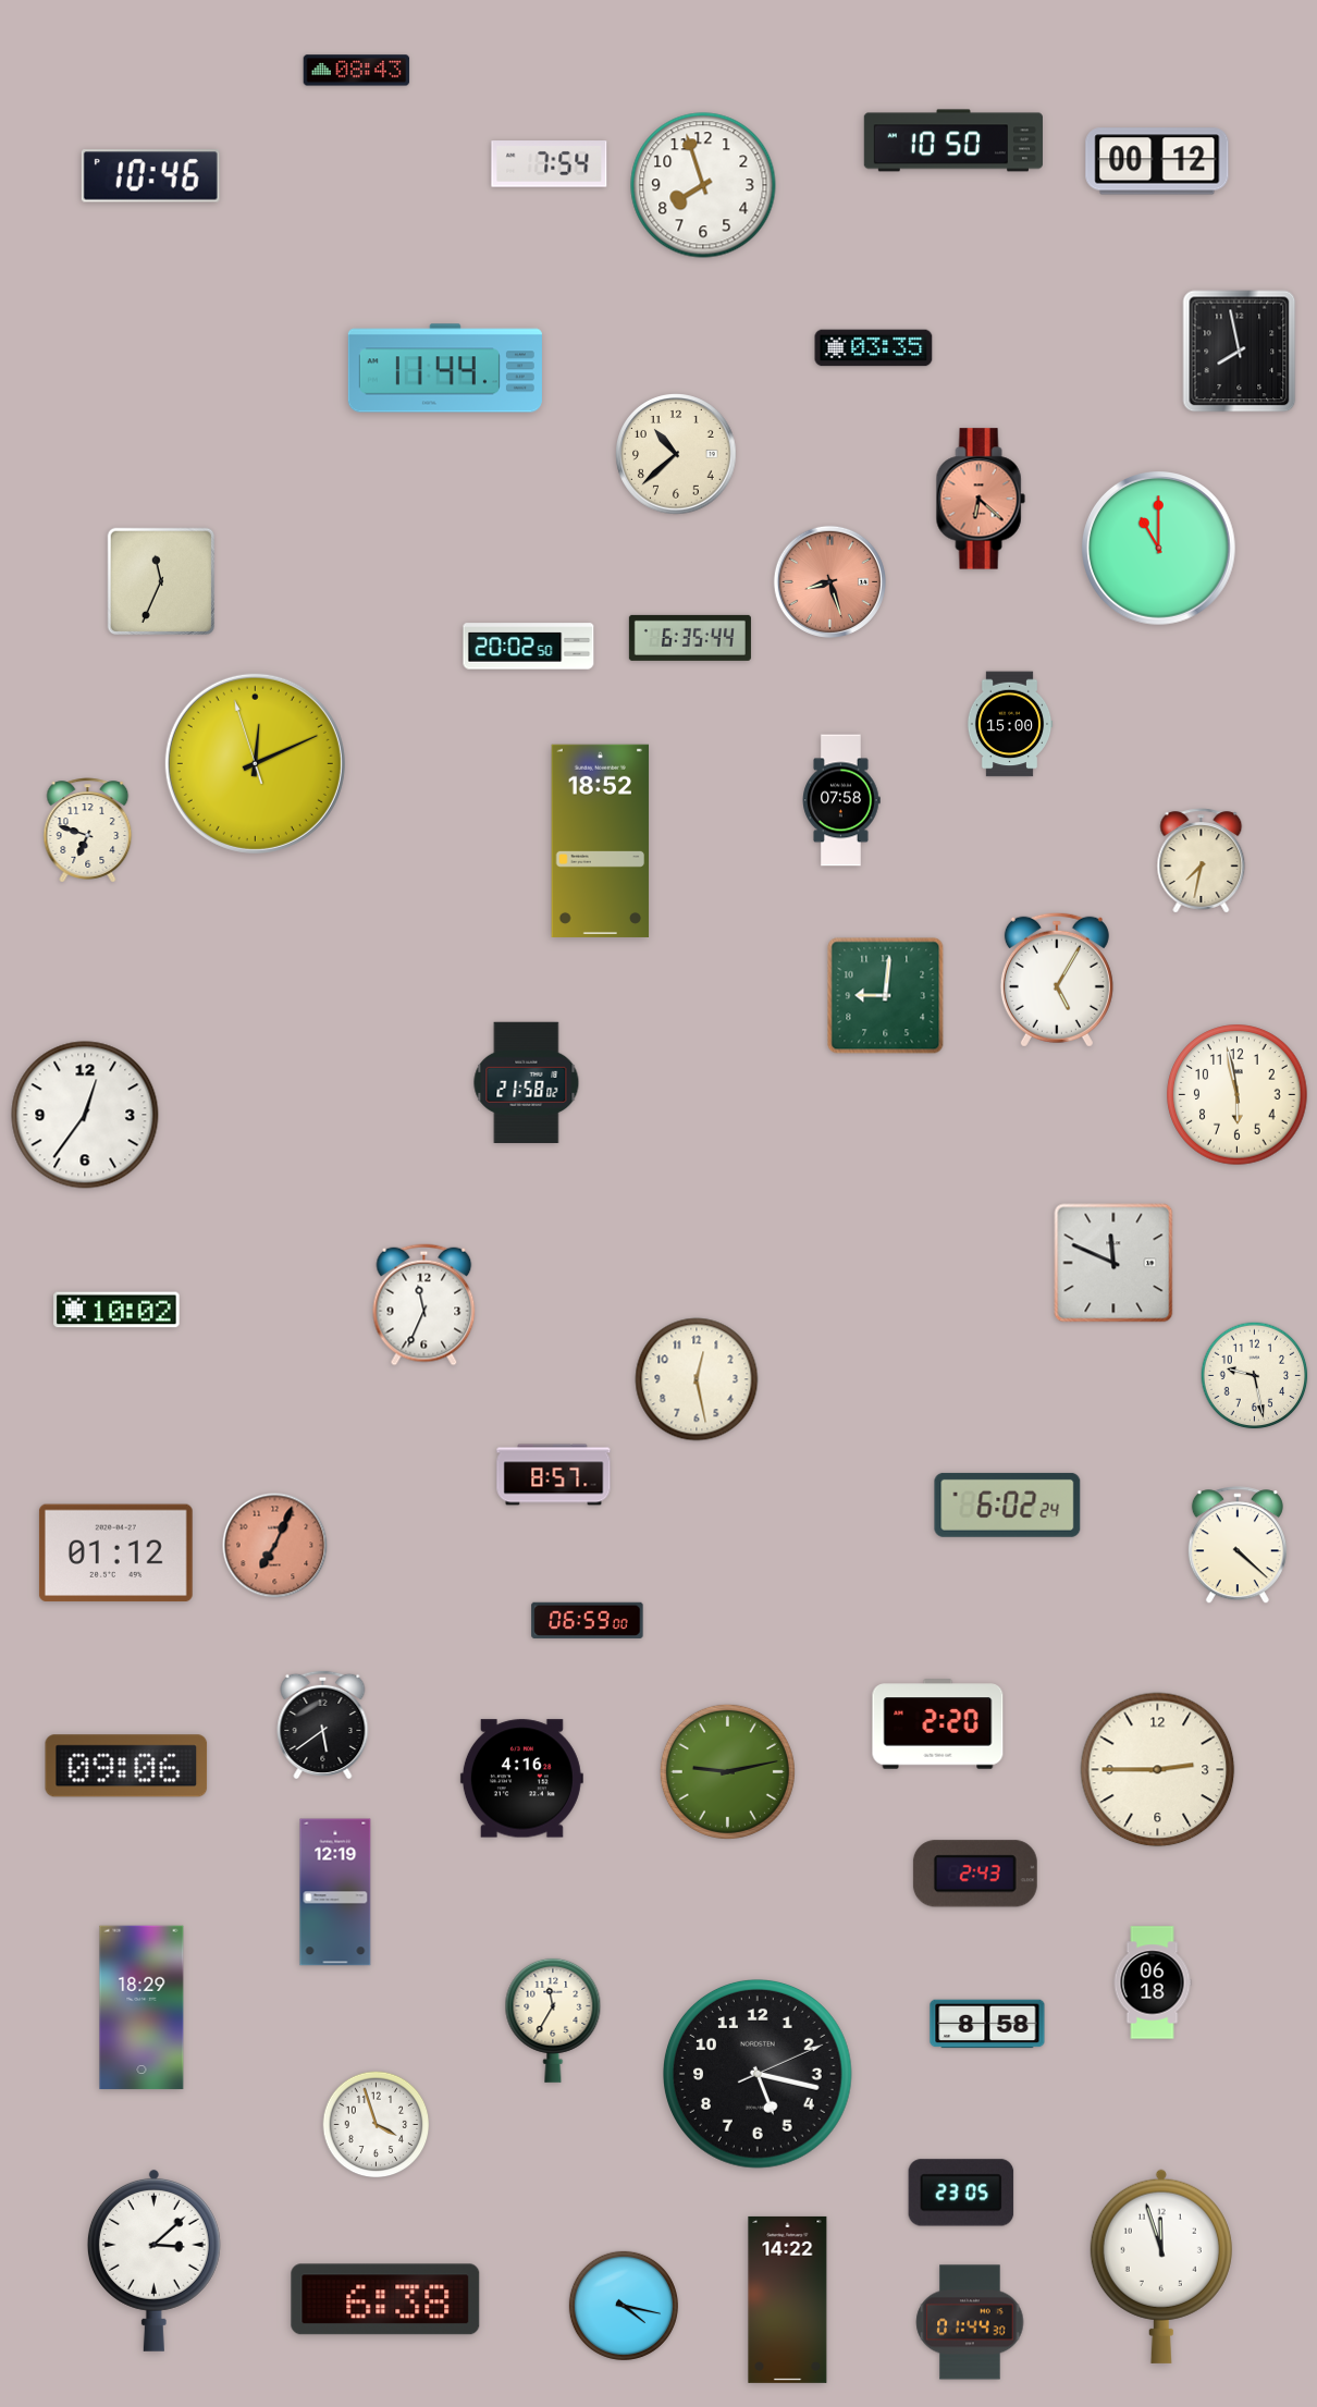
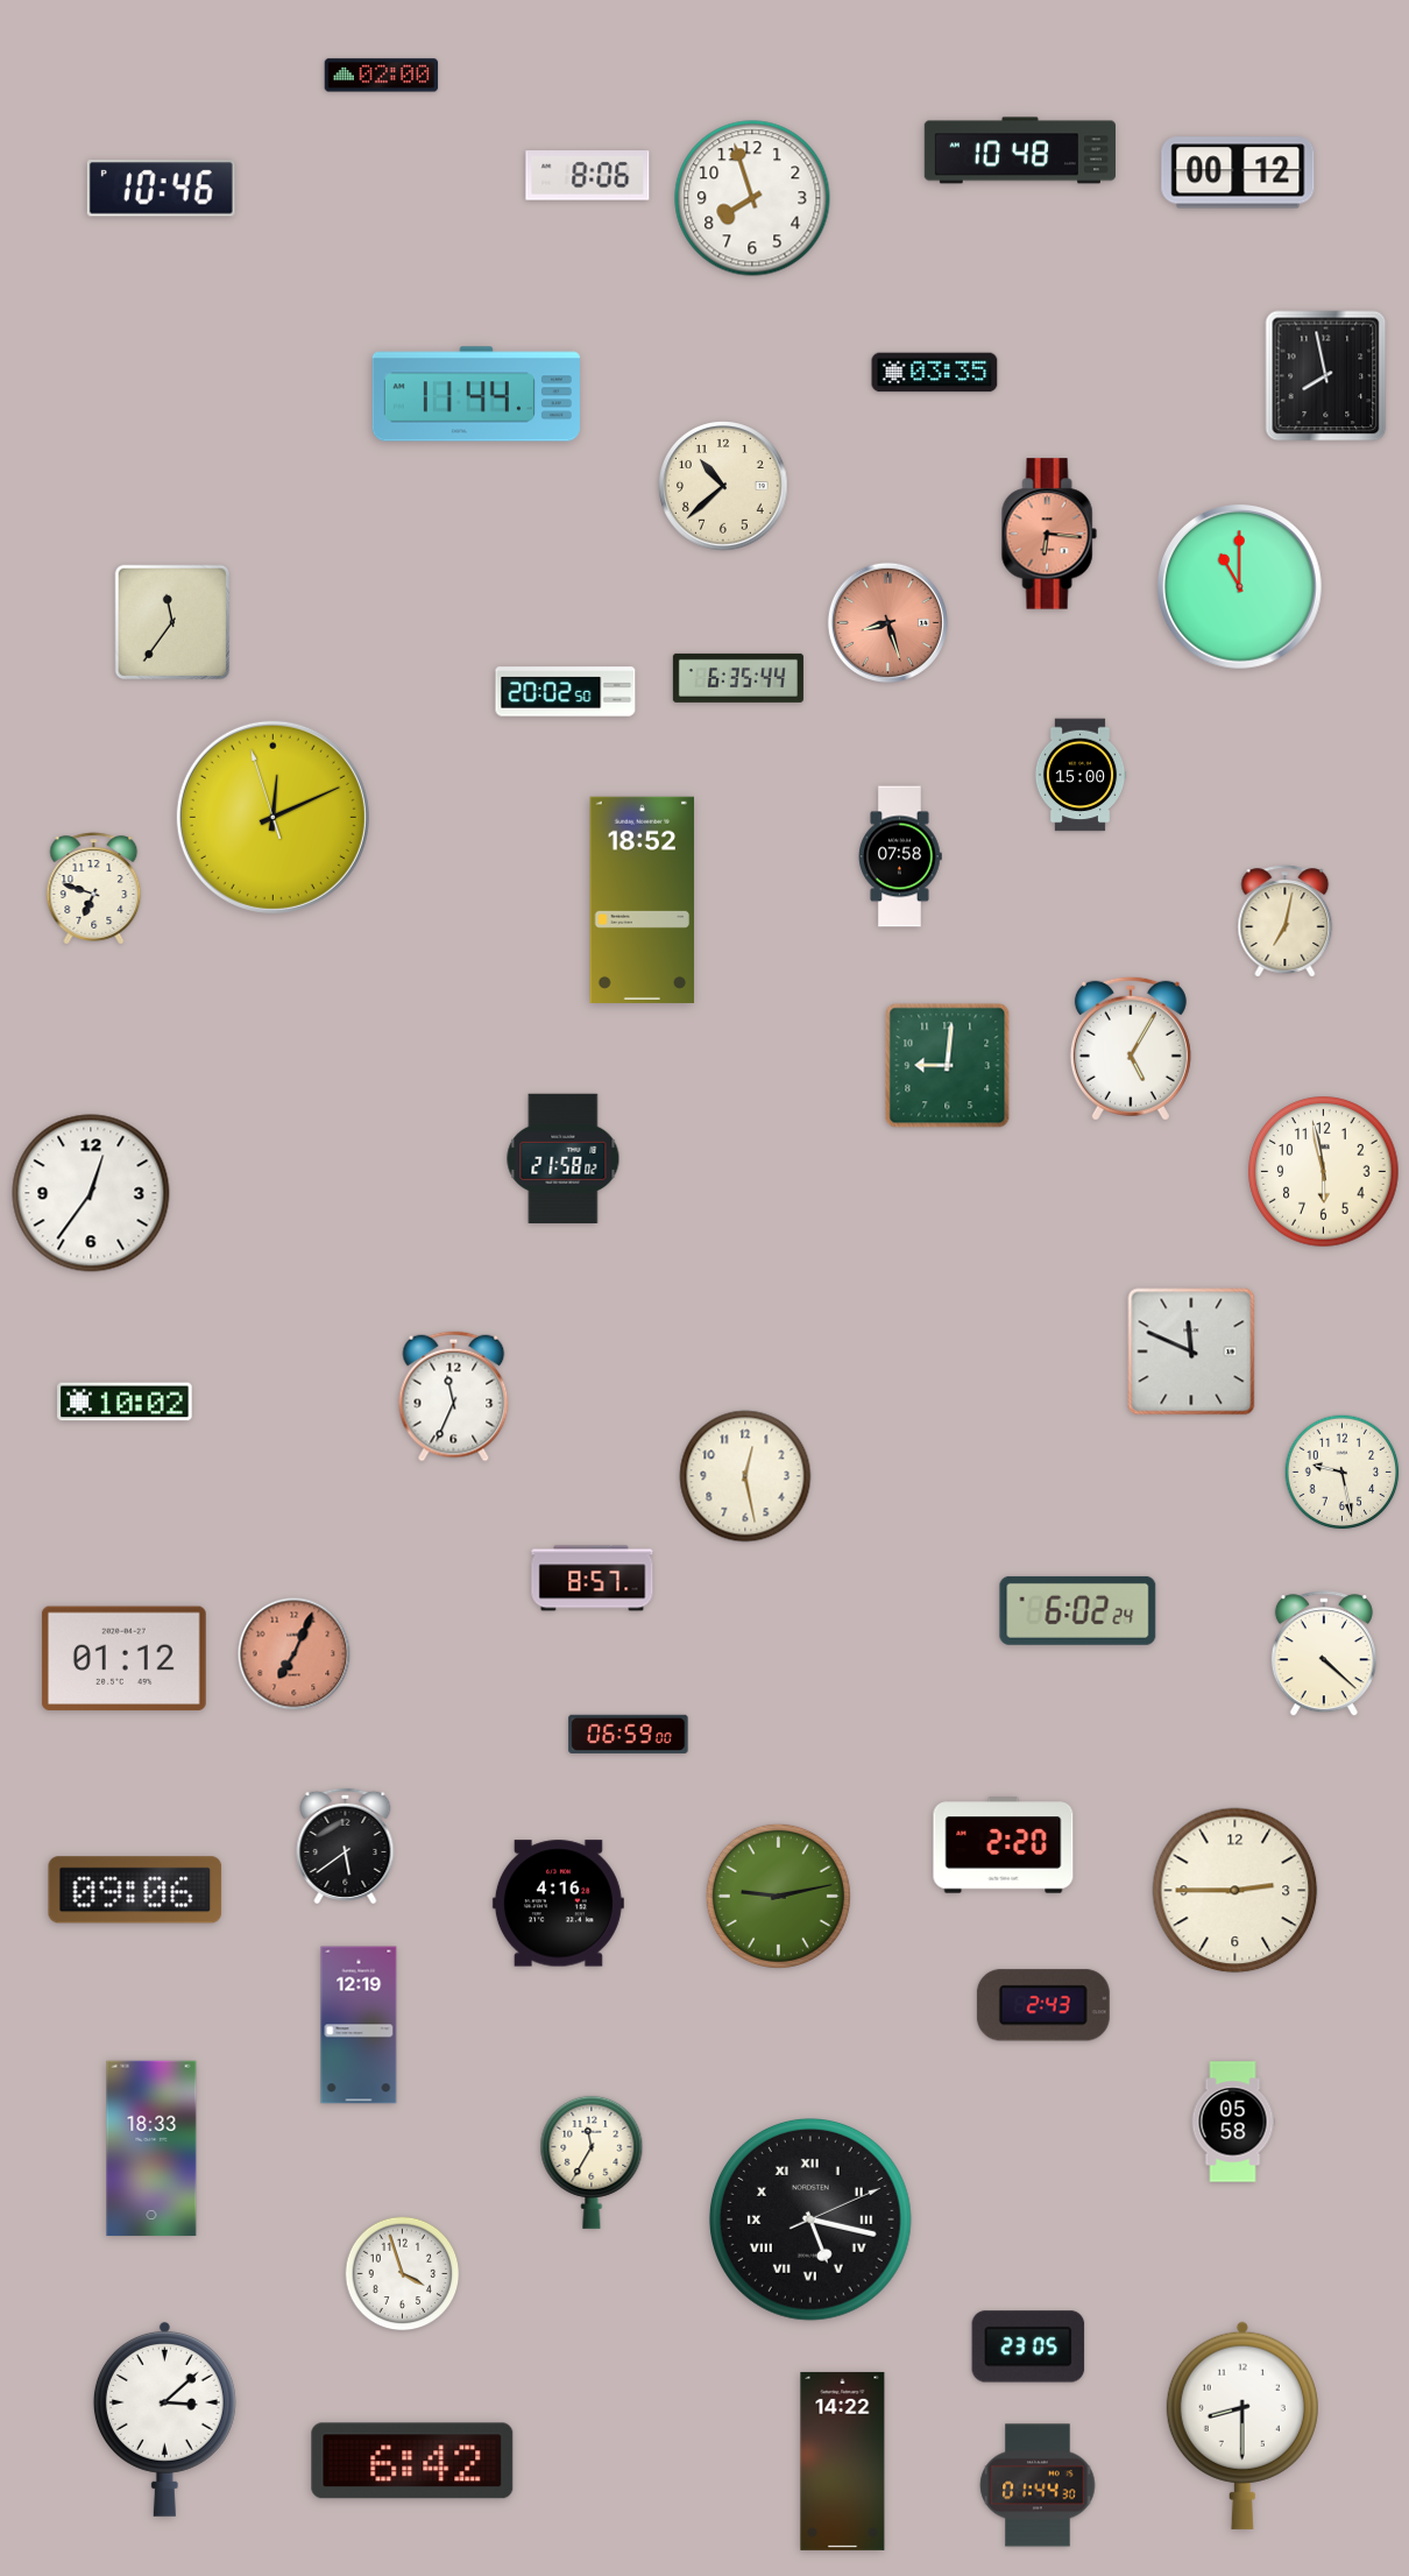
clock at (357, 71): 08:43 -> 02:00
clock at (952, 140): 10:50 -> 10:48
clock at (550, 164): 7:54 -> 8:06
clock at (981, 499): 6:22 -> 6:16
clock at (161, 581): 11:34 -> 11:36
clock at (690, 638) position: (690, 638) -> (738, 678)
clock at (1202, 861): 7:32 -> 7:02
clock at (115, 1554) position: (115, 1554) -> (123, 1659)
clock at (1158, 1770) position: (1158, 1770) -> (1235, 1891)
clock at (1153, 1982): 06:18 -> 05:58
clock at (141, 2007): 18:29 -> 18:33
clock at (987, 2024): 8:58 -> none
clock at (759, 2075) numerals: Arabic -> Roman
clock at (1161, 2267): 11:57 -> 8:30
clock at (385, 2299): 6:38 -> 6:42
clock at (624, 2306): 4:17 -> none
